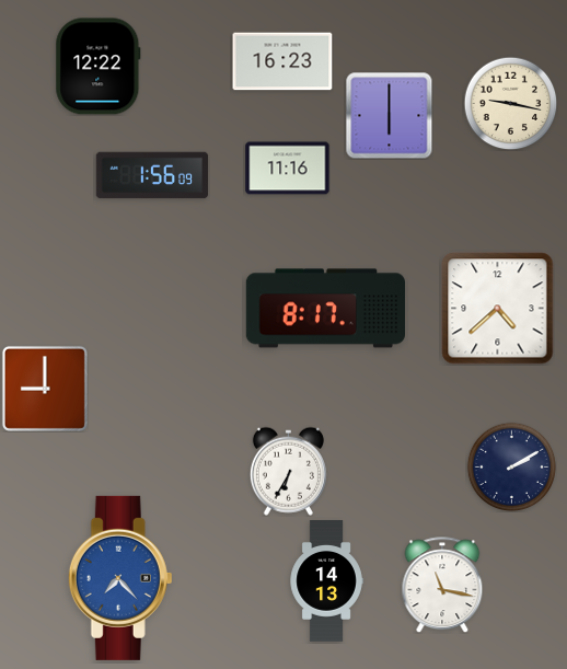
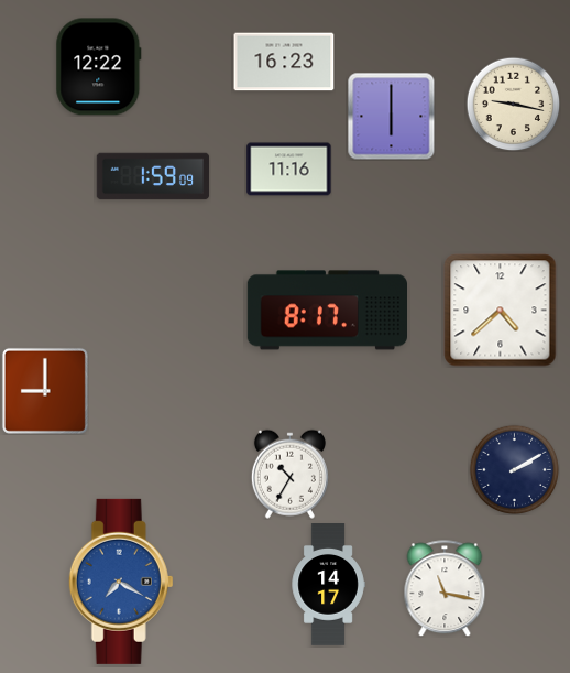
clock at (152, 175): 1:56 -> 1:59
clock at (288, 471): 6:35 -> 10:35
clock at (120, 578): 7:23 -> 7:20
clock at (326, 581): 14:13 -> 14:17
